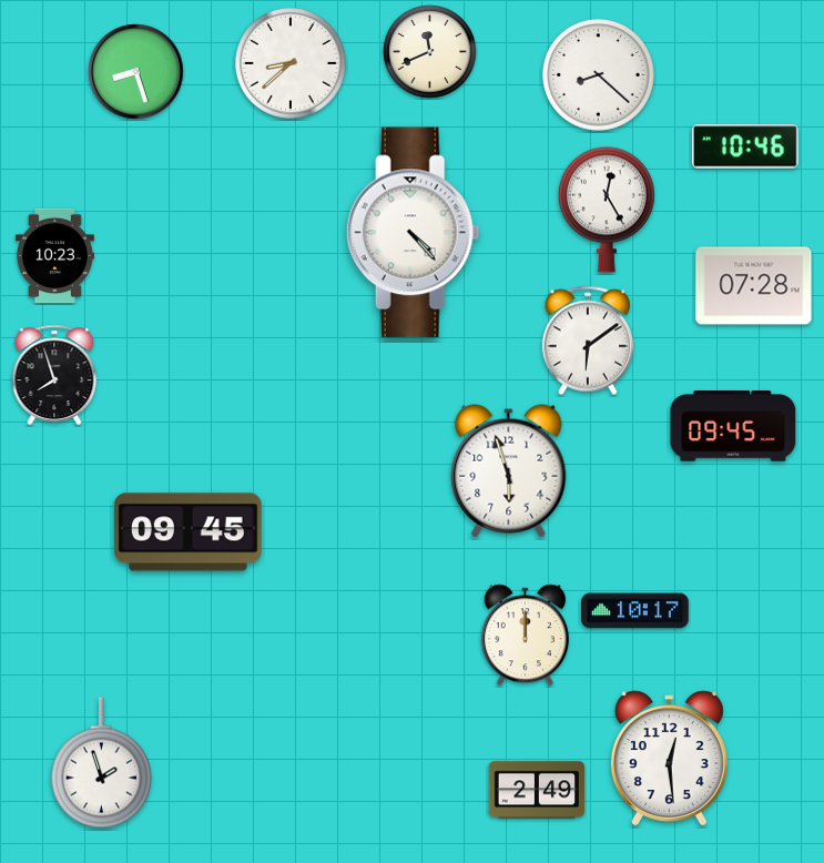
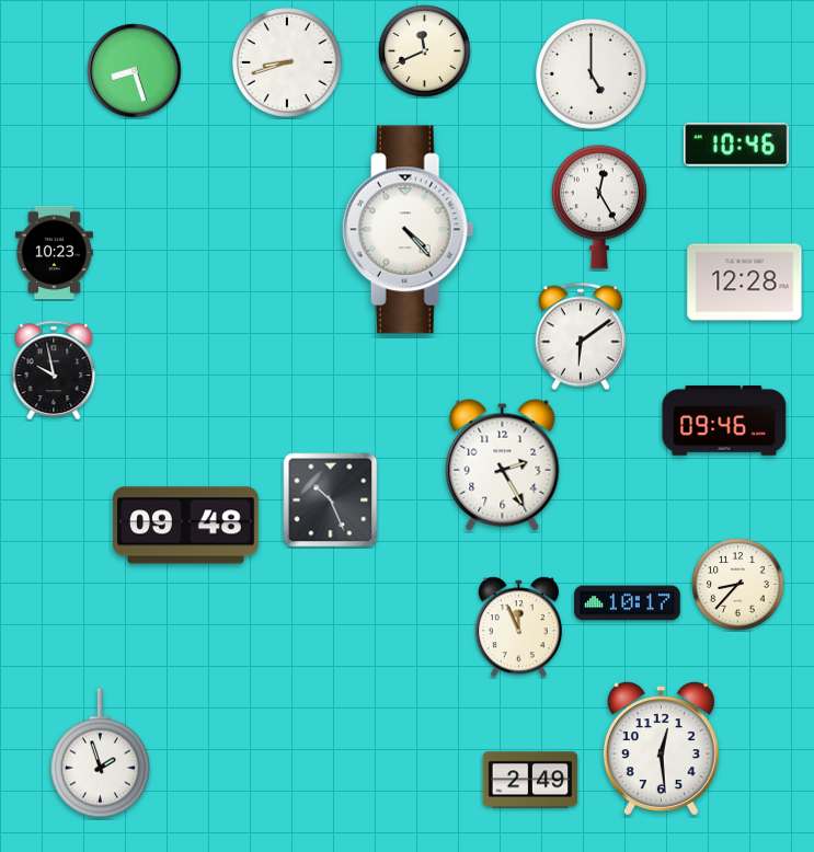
clock at (291, 63): 8:38 -> 8:42
clock at (599, 75): 8:22 -> 5:00
clock at (754, 286): 07:28 -> 12:28
clock at (54, 374): 7:57 -> 9:58
clock at (733, 426): 09:45 -> 09:46
clock at (509, 471): 5:57 -> 2:25
clock at (331, 500): none -> 10:26
clock at (189, 532): 09:45 -> 09:48
clock at (738, 585): none -> 8:37
clock at (525, 636): 12:00 -> 11:56
